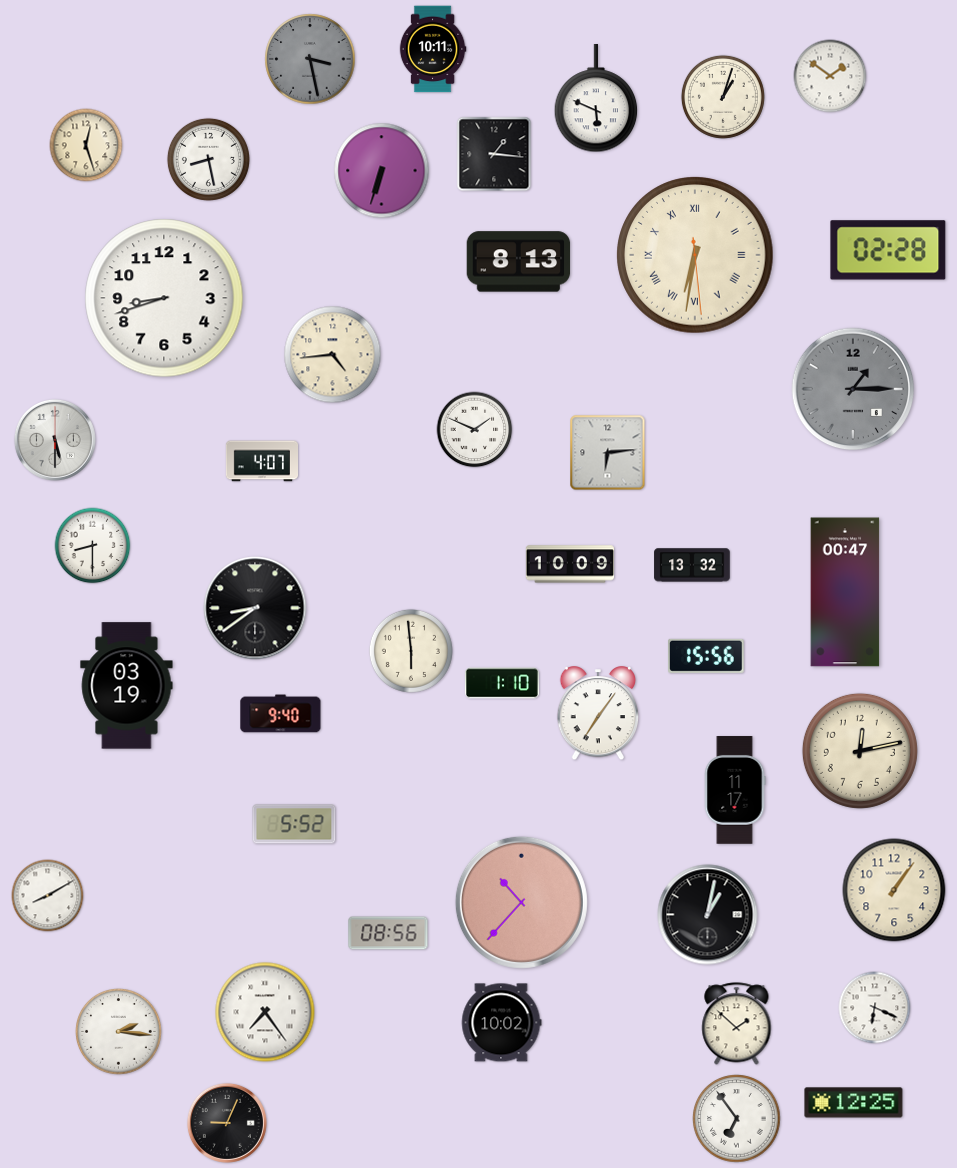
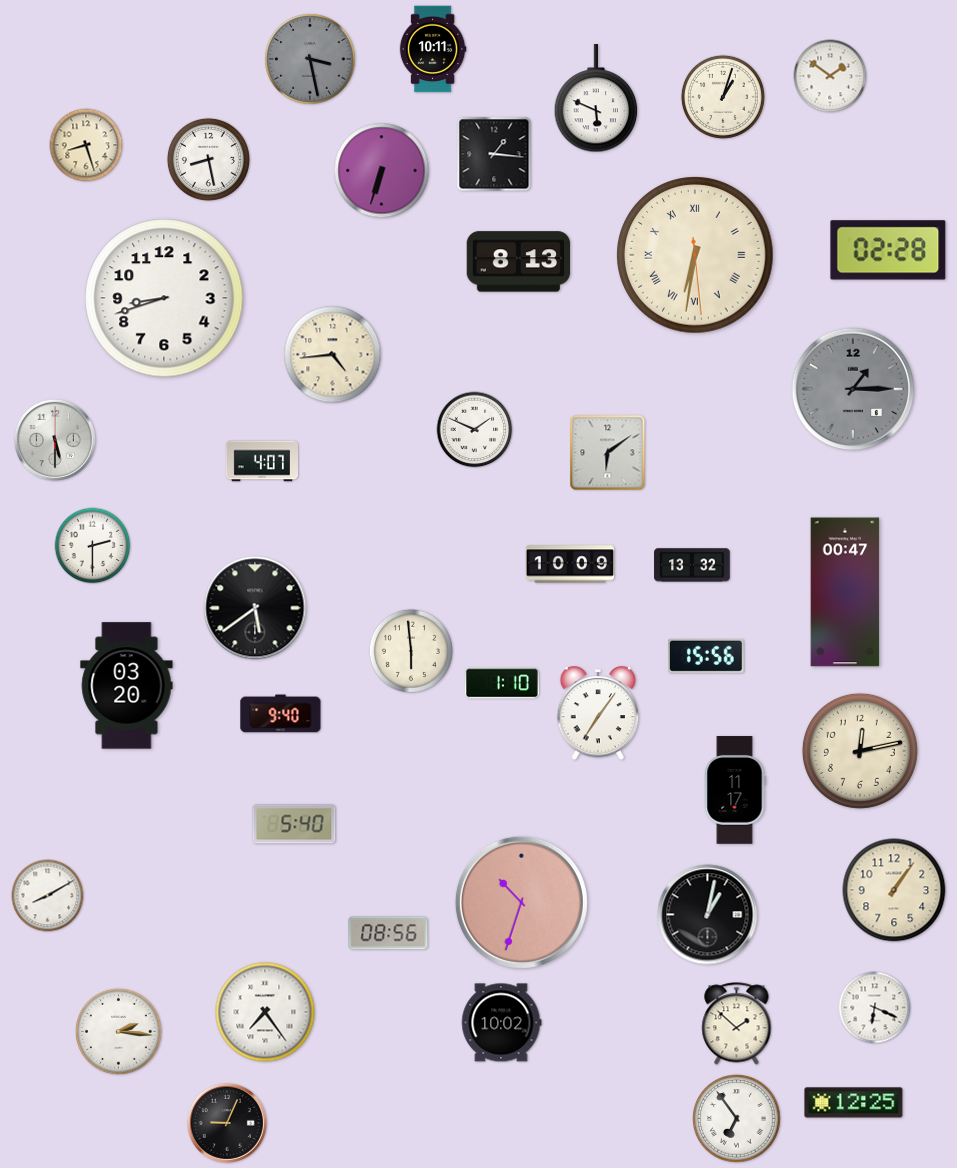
clock at (86, 145): 12:27 -> 8:27
clock at (608, 453): 6:14 -> 6:09
clock at (93, 546): 8:30 -> 2:30
clock at (255, 608): 8:39 -> 5:39
clock at (127, 686): 03:19 -> 03:20
clock at (294, 824): 5:52 -> 5:40
clock at (521, 902): 10:37 -> 10:33
